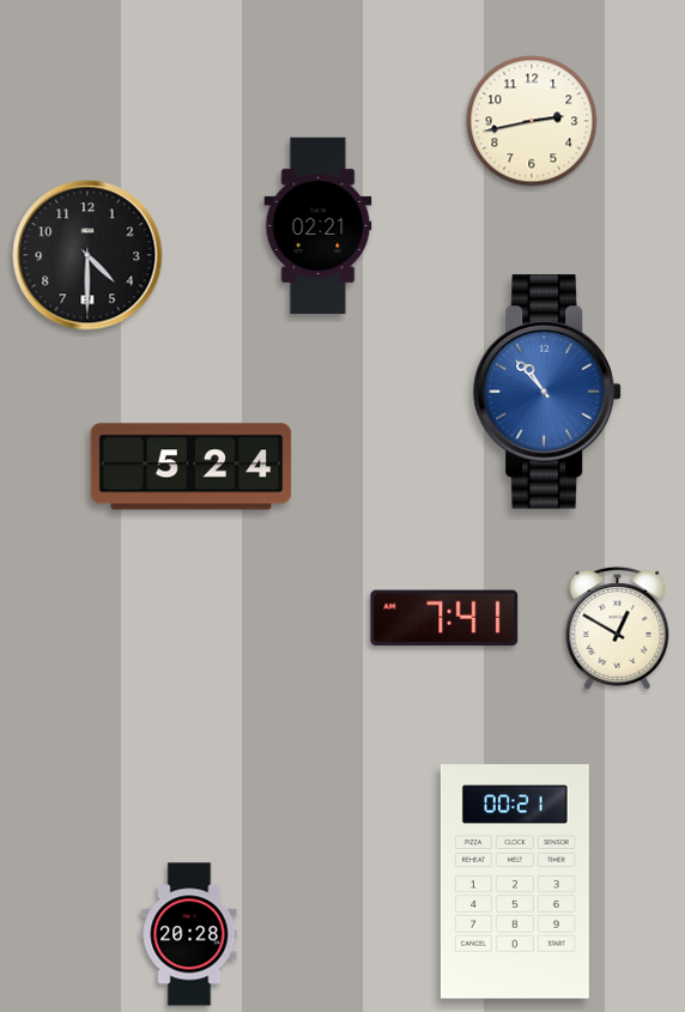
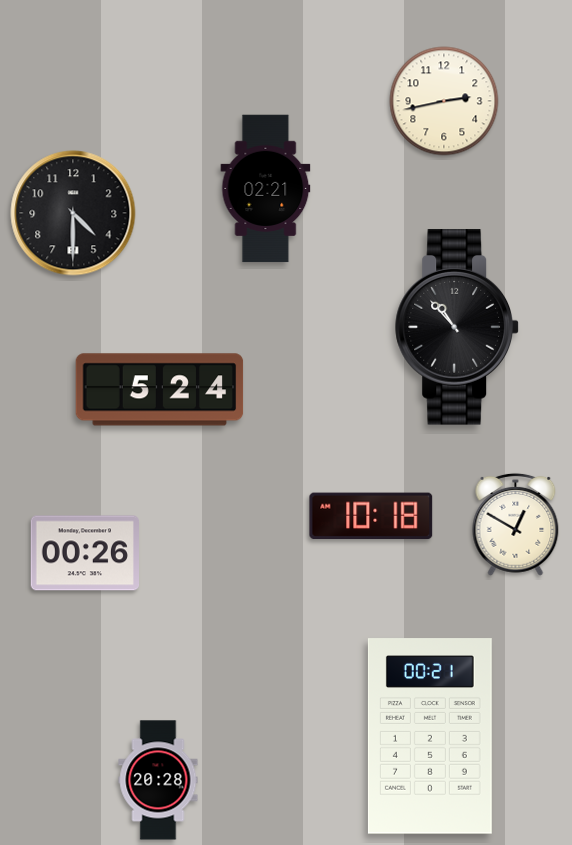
clock at (547, 392) dial: blue -> black
clock at (444, 618): 7:41 -> 10:18
clock at (84, 553): none -> 00:26
